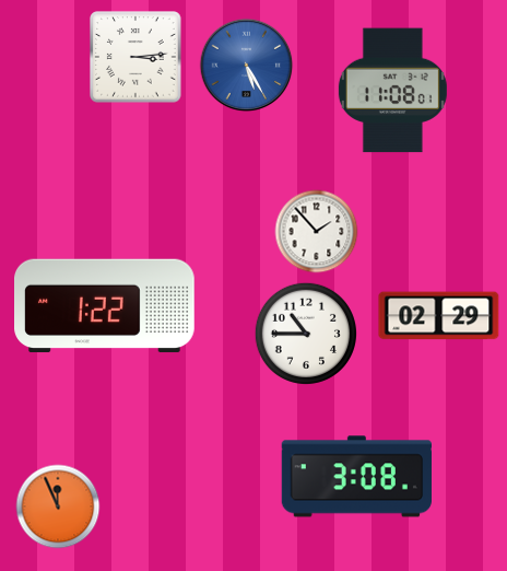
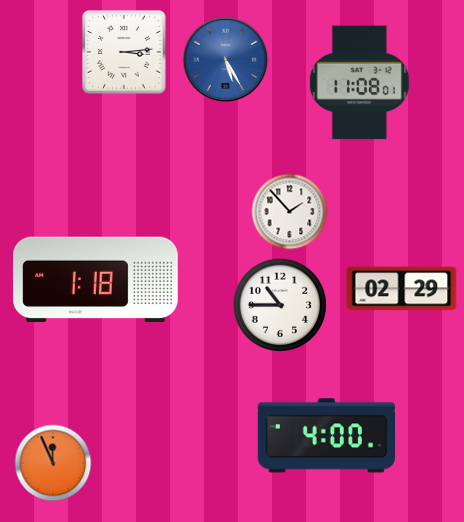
clock at (105, 306): 1:22 -> 1:18
clock at (356, 477): 3:08 -> 4:00
